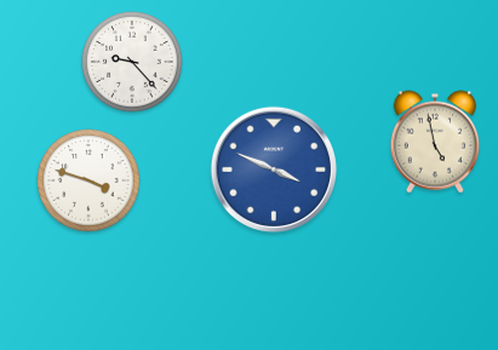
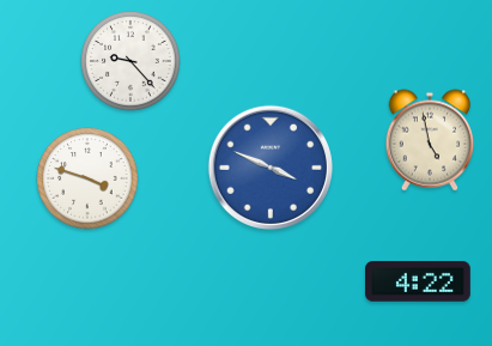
clock at (419, 281): none -> 4:22
